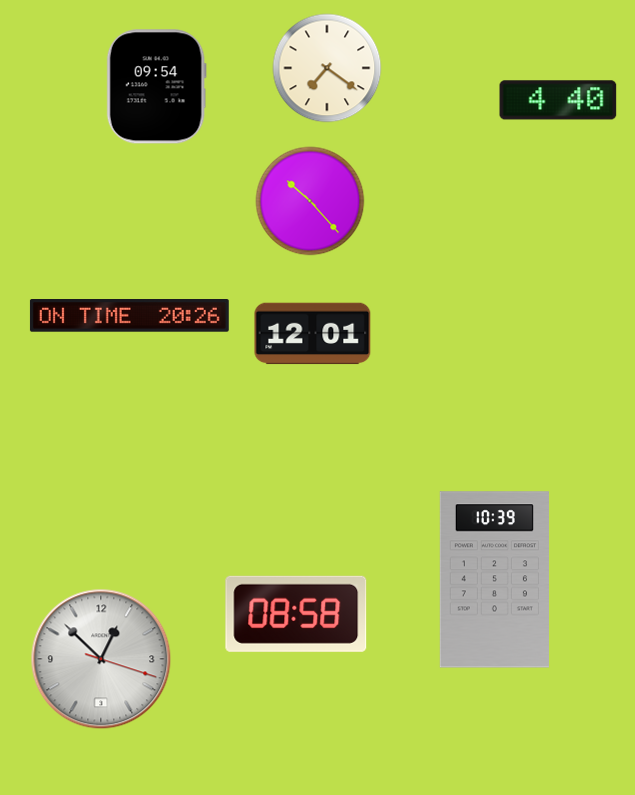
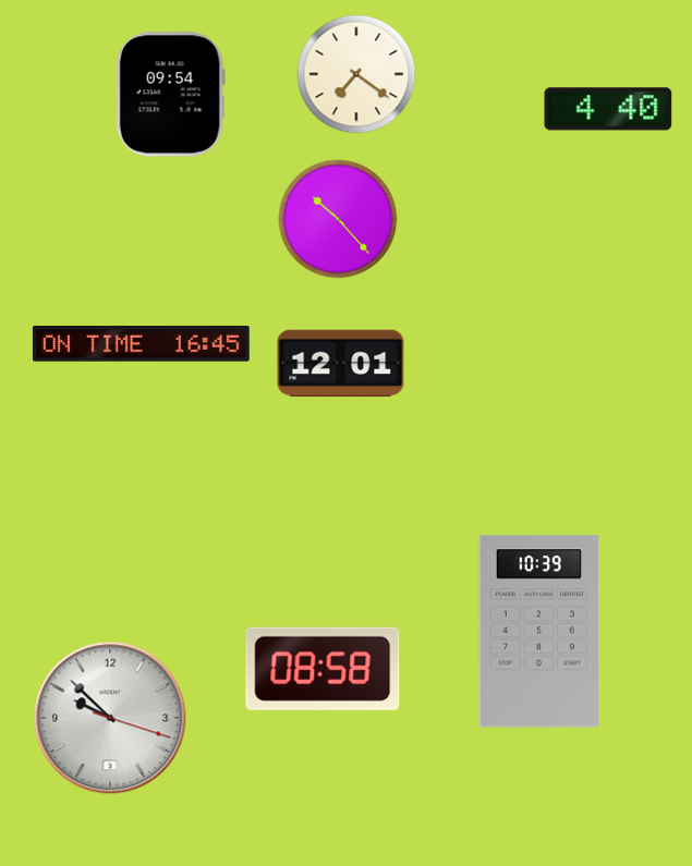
clock at (129, 316): 20:26 -> 16:45
clock at (101, 659): 12:52 -> 9:52
